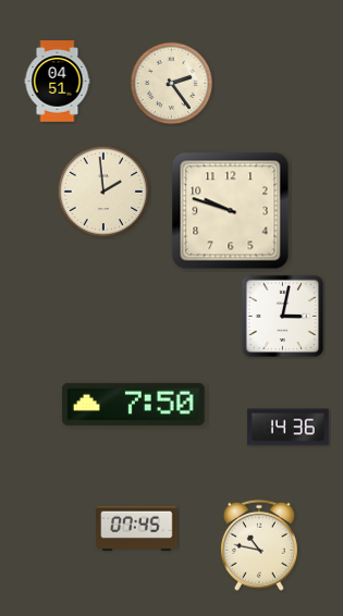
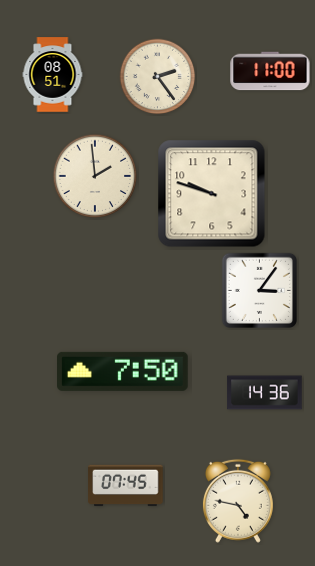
clock at (270, 71): none -> 11:00
clock at (58, 82): 04:51 -> 08:51
clock at (282, 316): 3:02 -> 3:06
clock at (259, 545): 10:47 -> 4:47
